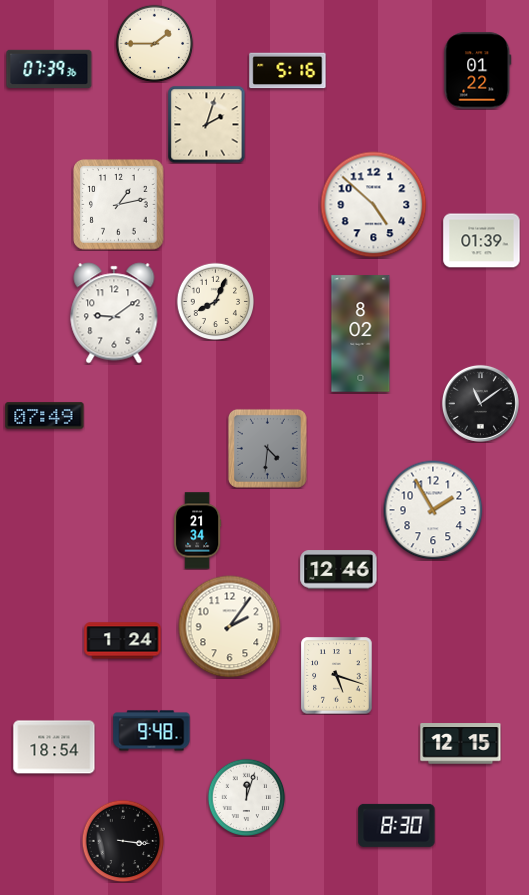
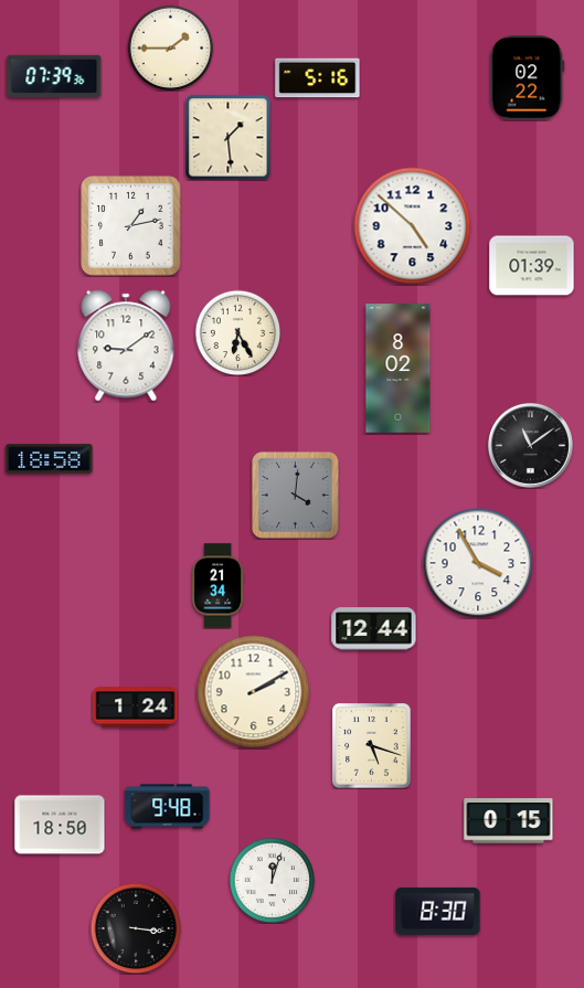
clock at (478, 71): 01:22 -> 02:22
clock at (206, 124): 2:03 -> 1:29
clock at (215, 301): 8:04 -> 6:25
clock at (45, 416): 07:49 -> 18:58
clock at (267, 448): 4:31 -> 4:01
clock at (433, 510): 1:55 -> 3:55
clock at (339, 570): 12:46 -> 12:44
clock at (230, 627): 2:06 -> 2:10
clock at (461, 744): 12:15 -> 0:15
clock at (54, 747): 18:54 -> 18:50
